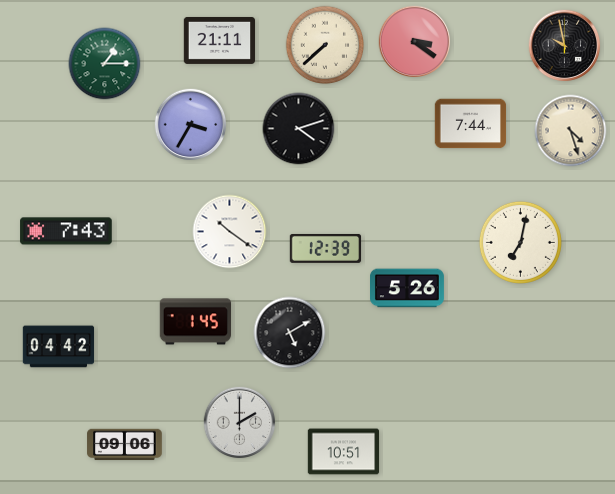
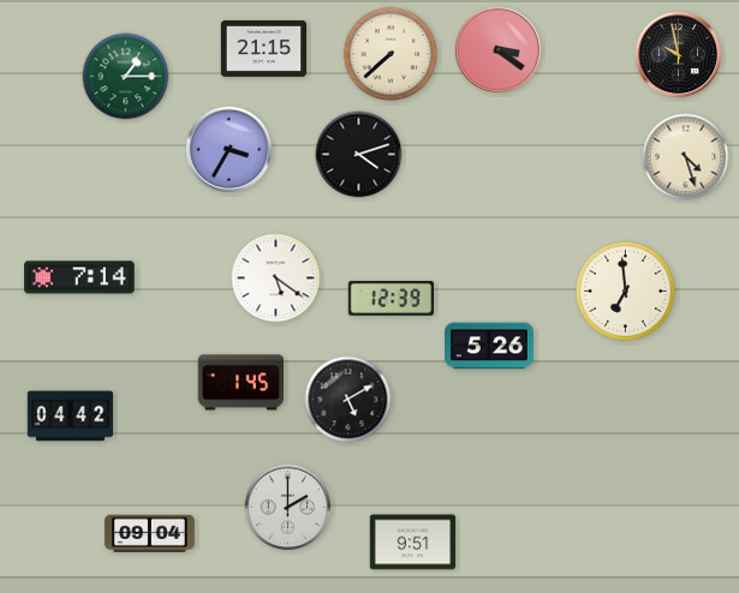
clock at (220, 40): 21:11 -> 21:15
clock at (471, 124): 7:44 -> none
clock at (66, 231): 7:43 -> 7:14
clock at (230, 232): 10:21 -> 5:21
clock at (520, 242): 7:02 -> 6:59
clock at (196, 322) position: (196, 322) -> (242, 383)
clock at (125, 445): 09:06 -> 09:04
clock at (344, 452): 10:51 -> 9:51
